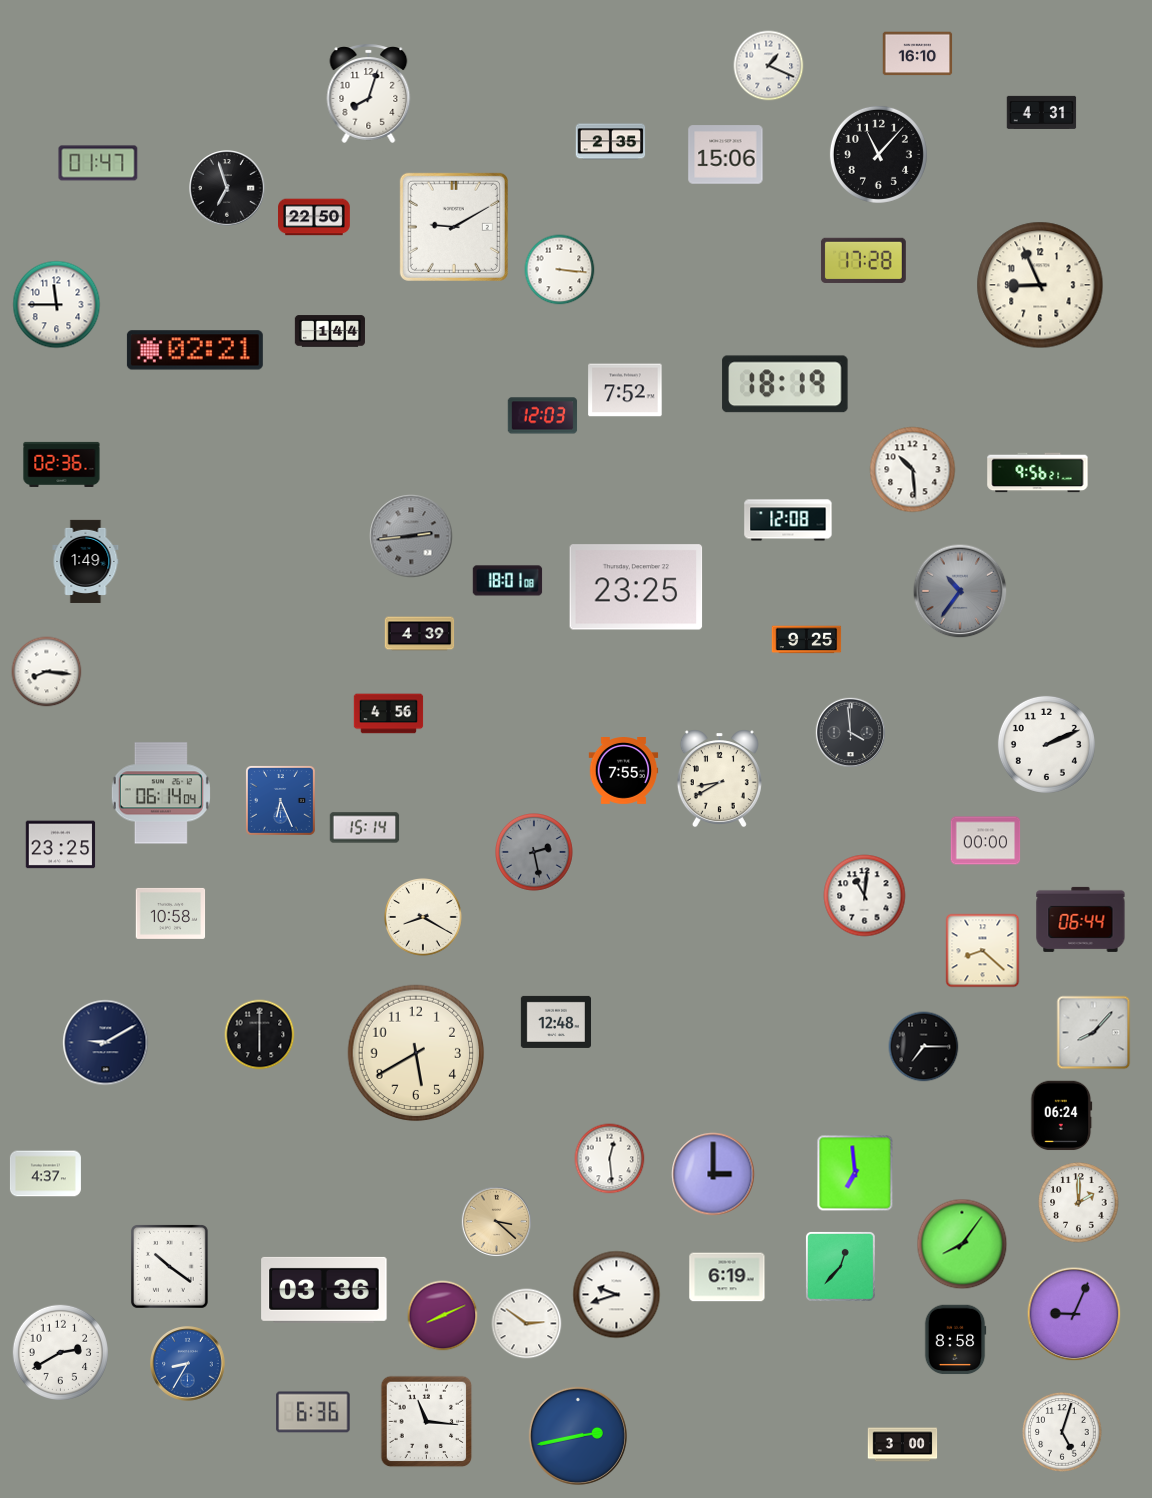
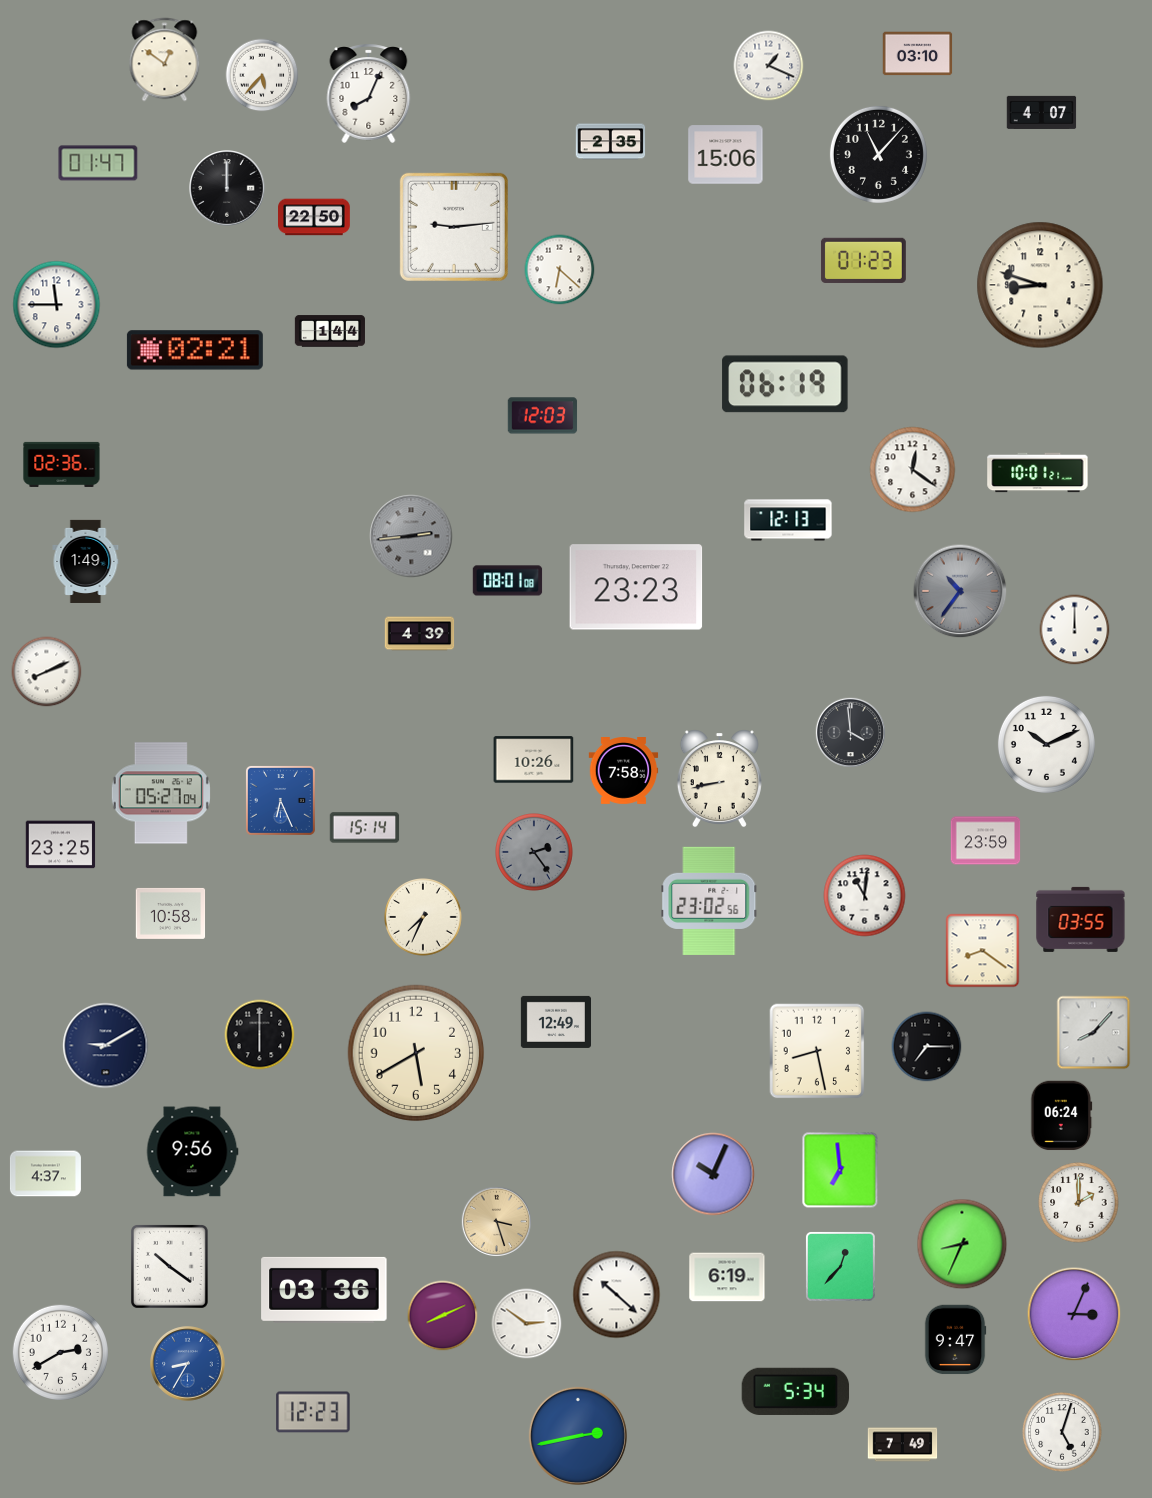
clock at (918, 54): 16:10 -> 03:10
clock at (165, 60): none -> 12:51
clock at (262, 75): none -> 5:37
clock at (369, 93): 8:03 -> 8:04
clock at (1042, 112): 4:31 -> 4:07
clock at (227, 188): 6:57 -> 12:00
clock at (454, 227): 9:10 -> 9:14
clock at (863, 260): 17:28 -> 01:23
clock at (560, 270): 3:16 -> 6:22
clock at (1040, 285): 8:56 -> 8:48
clock at (785, 384): 18:19 -> 06:19
clock at (625, 390): 7:52 -> none
clock at (913, 470): 10:29 -> 12:21
clock at (1038, 473): 9:56 -> 10:01
clock at (788, 520): 12:08 -> 12:13
clock at (508, 581): 18:01 -> 08:01
clock at (636, 587): 23:25 -> 23:23
clock at (1075, 630): none -> 12:00
clock at (807, 640): 9:25 -> none
clock at (47, 672): 8:16 -> 8:11
clock at (389, 714): 4:56 -> none
clock at (1046, 744): 2:11 -> 10:11
clock at (534, 760): none -> 10:26
clock at (624, 771): 7:55 -> 7:58
clock at (719, 779): 8:40 -> 8:43
clock at (161, 793): 06:14 -> 05:27
clock at (986, 841): 00:00 -> 23:59
clock at (535, 853): 2:28 -> 2:24
clock at (709, 900): none -> 23:02
clock at (424, 918): 8:20 -> 7:34
clock at (1081, 919): 06:44 -> 03:55
clock at (983, 951): 8:22 -> 8:21
clock at (555, 1022): 12:48 -> 12:49
clock at (106, 1043) position: (106, 1043) -> (106, 1046)
clock at (924, 1047) position: (924, 1047) -> (927, 1047)
clock at (817, 1051): none -> 8:28
clock at (192, 1152): none -> 9:56
clock at (610, 1159): 12:29 -> none
clock at (855, 1173) position: (855, 1173) -> (840, 1170)
clock at (713, 1174): 3:00 -> 10:04
clock at (496, 1221): 3:22 -> 3:27
clock at (962, 1244): 8:06 -> 8:34
clock at (617, 1295): 9:42 -> 10:22
clock at (1074, 1314): 9:04 -> 3:04
clock at (955, 1340): 8:58 -> 9:47
clock at (796, 1391): none -> 5:34
clock at (313, 1412): 6:36 -> 12:23
clock at (427, 1422): 11:16 -> none
clock at (903, 1445): 3:00 -> 7:49
